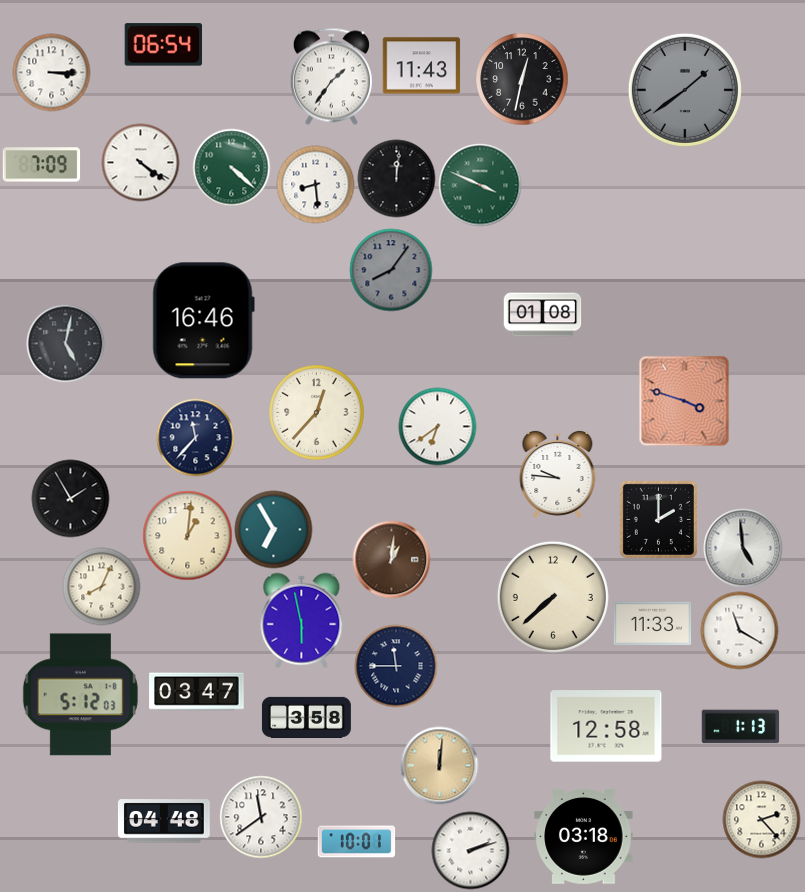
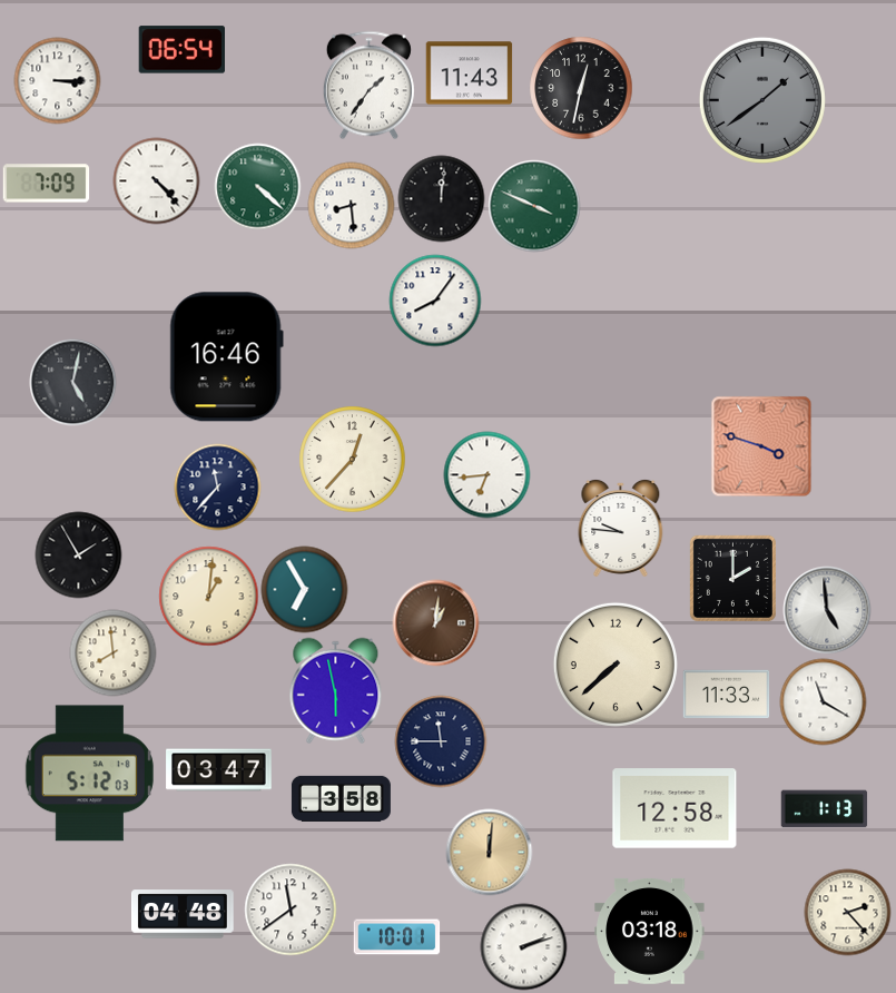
clock at (140, 162): 4:21 -> 4:23
clock at (391, 270) dial: grey -> white
clock at (542, 315): 01:08 -> none
clock at (437, 426): 6:39 -> 6:44
clock at (101, 586): 8:04 -> 7:59
